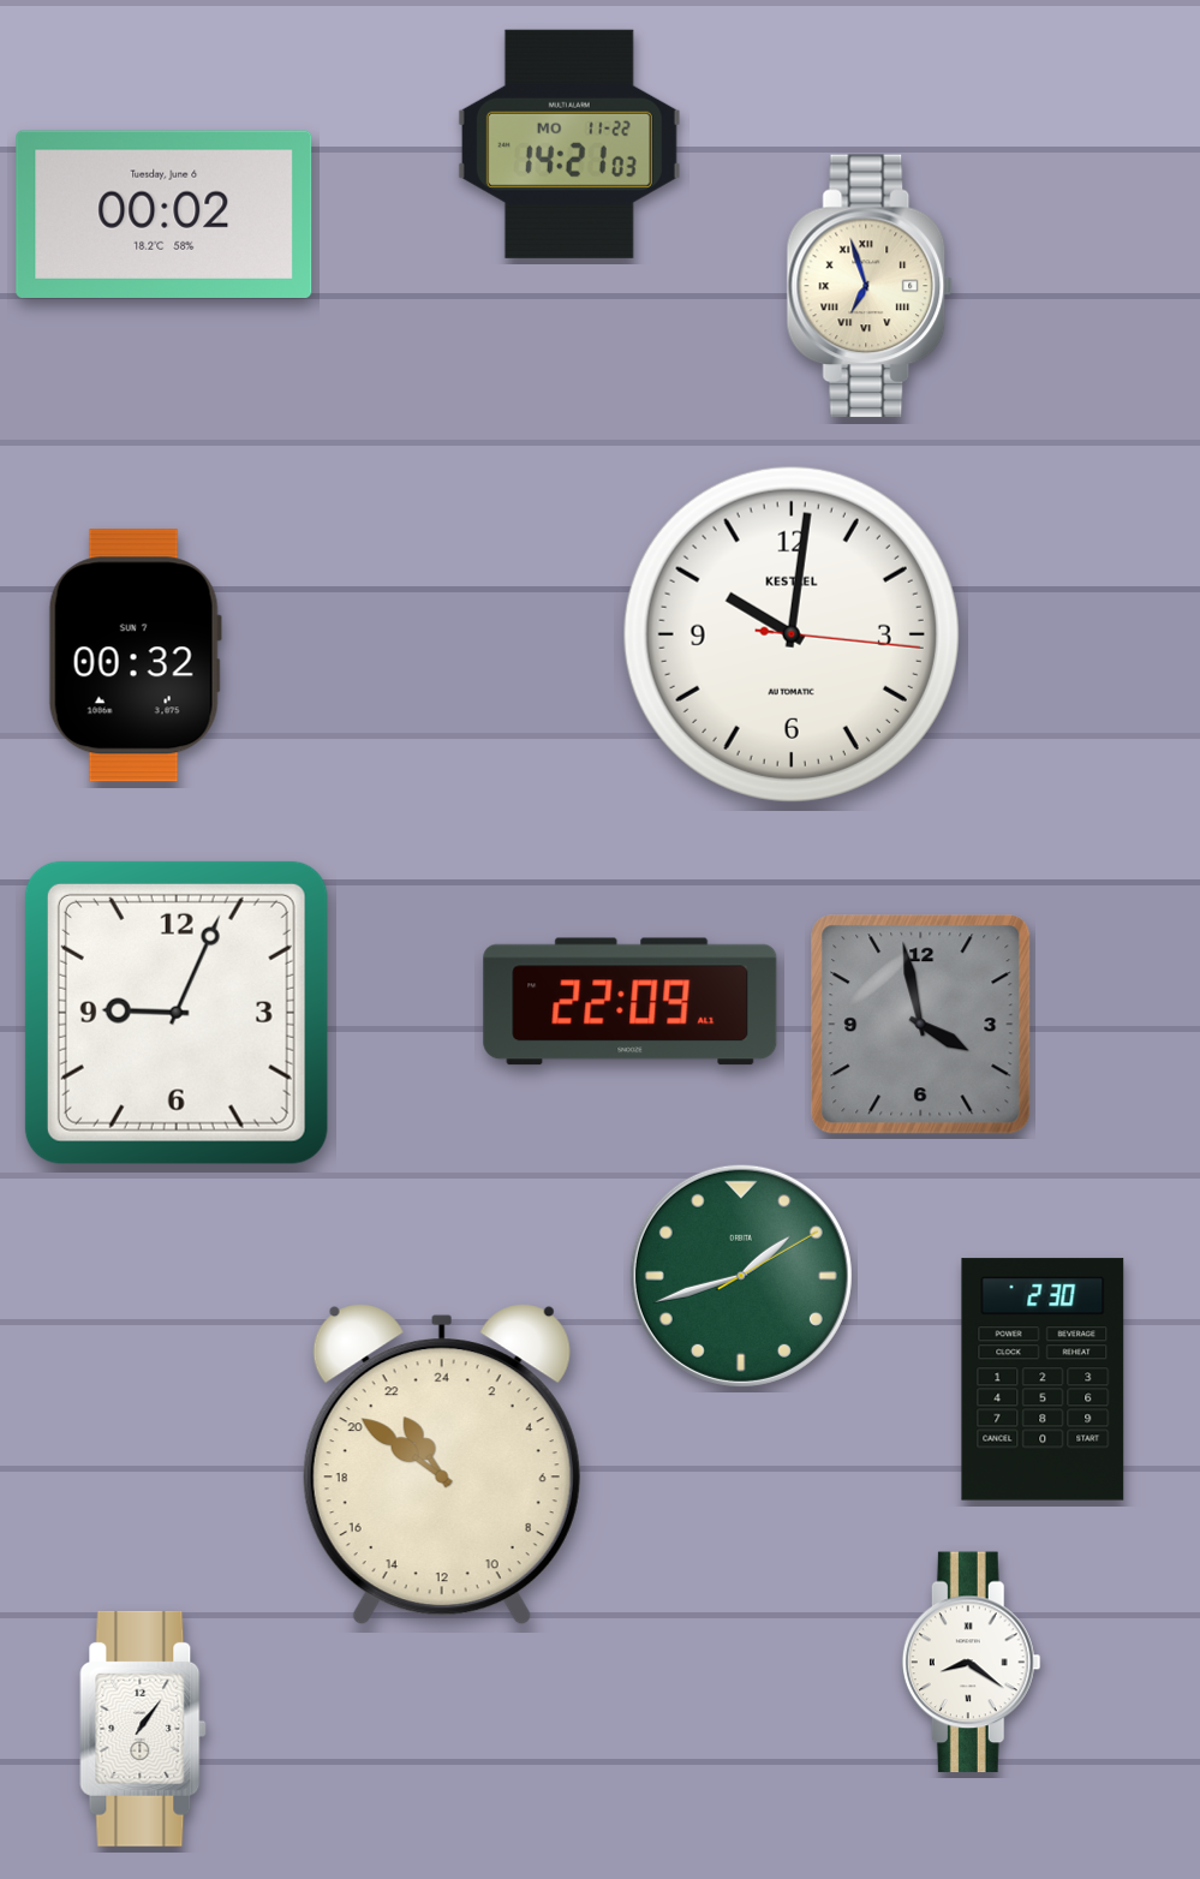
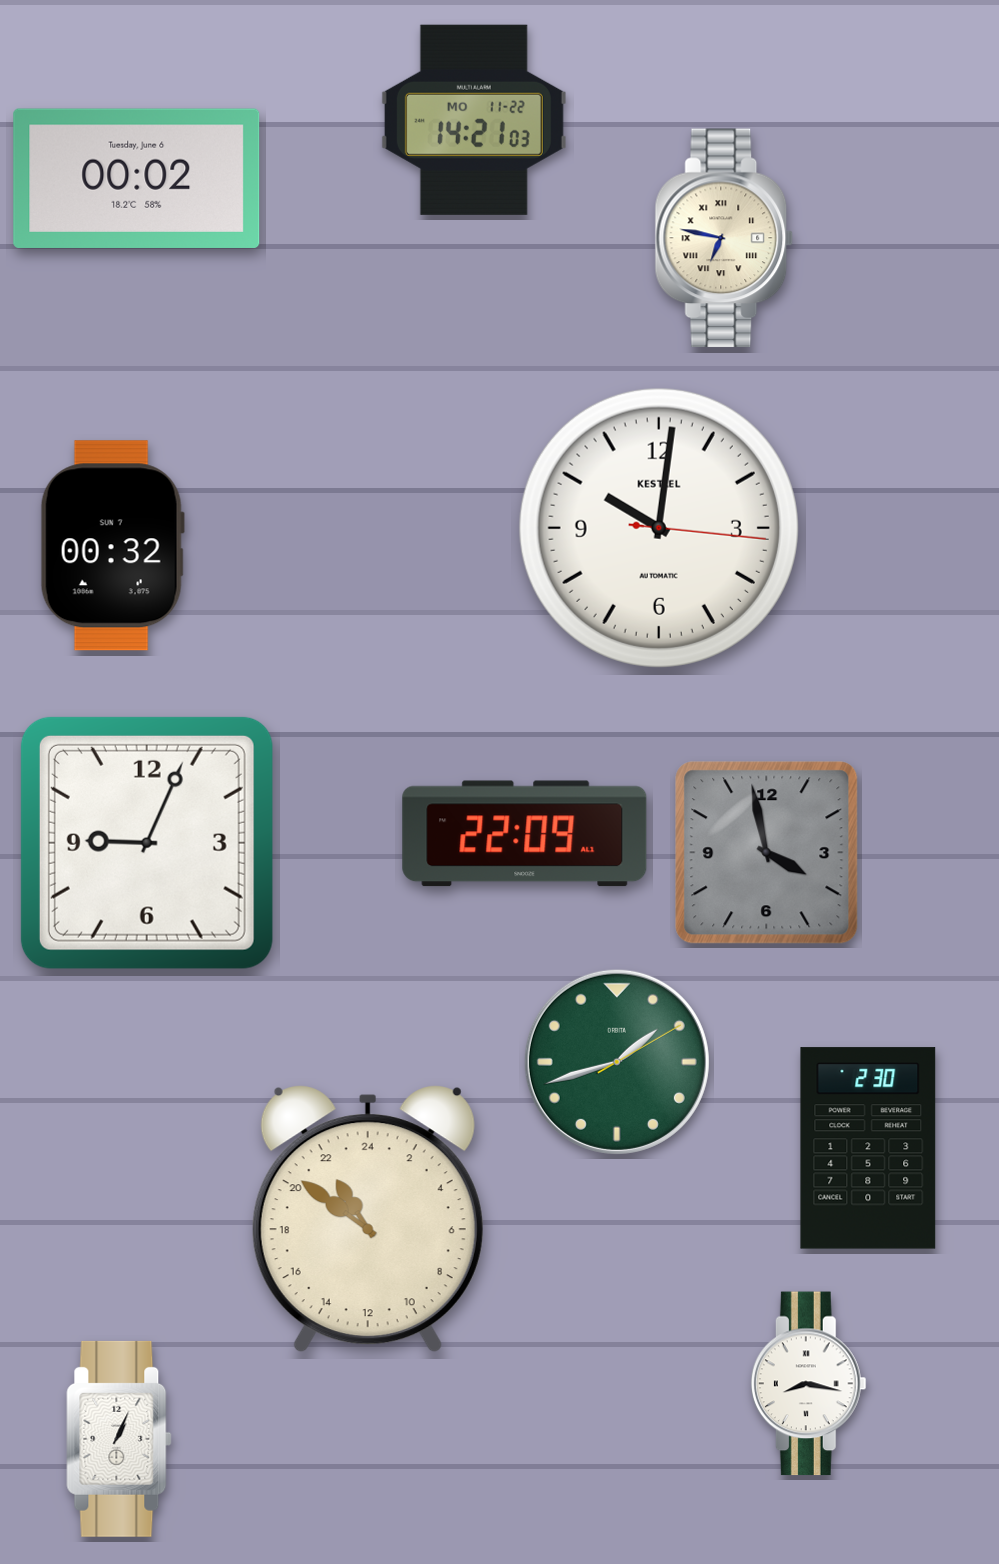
clock at (870, 286): 6:57 -> 6:47
clock at (971, 1663): 8:21 -> 8:17
clock at (143, 1729): 1:06 -> 1:04
